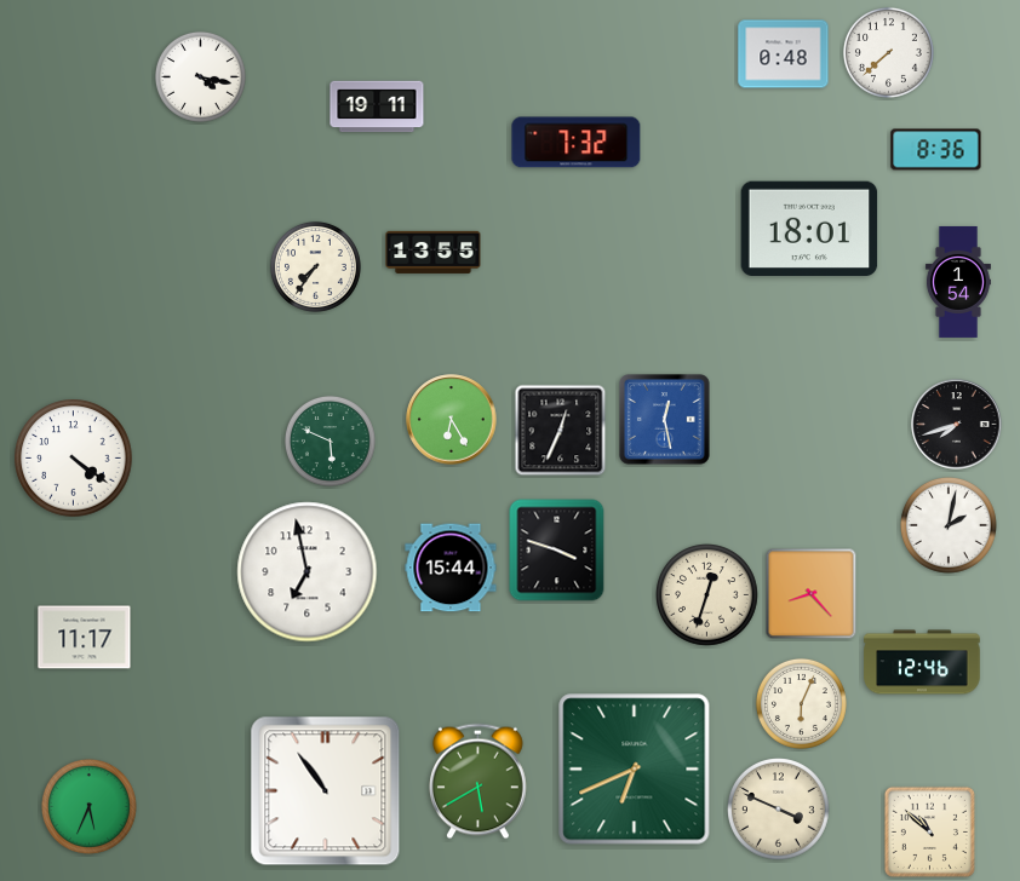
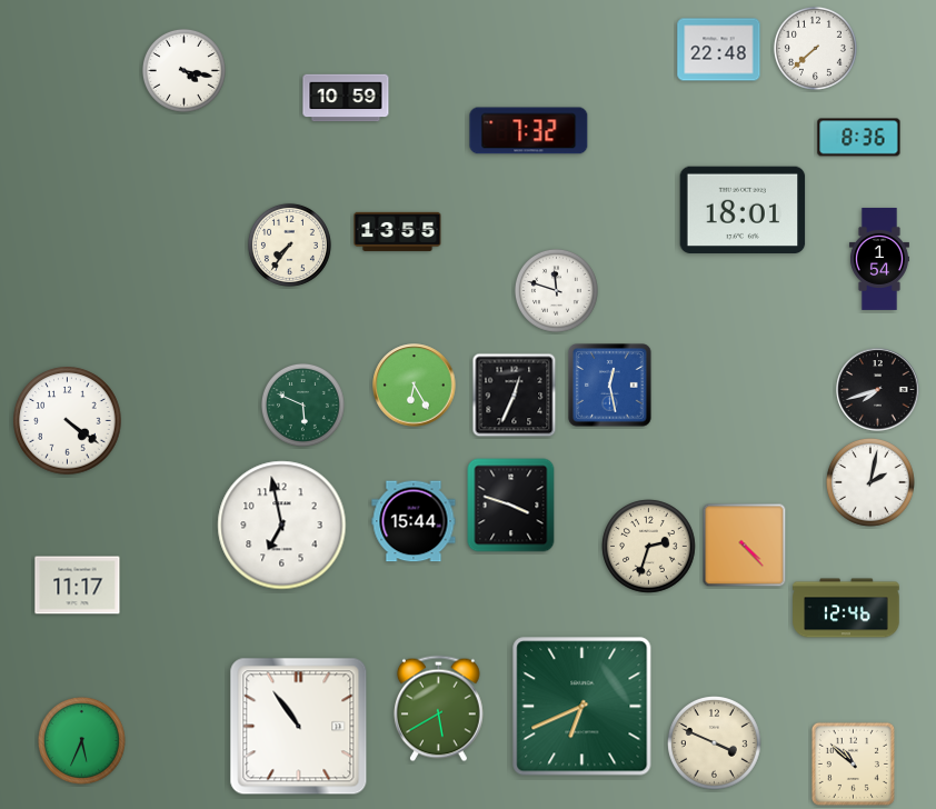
clock at (784, 54): 0:48 -> 22:48
clock at (377, 106): 19:11 -> 10:59
clock at (556, 290): none -> 11:48
clock at (812, 594): 8:23 -> 4:23
clock at (707, 595): 12:33 -> 2:33
clock at (801, 703): 6:04 -> none
clock at (479, 782) position: (479, 782) -> (439, 709)
